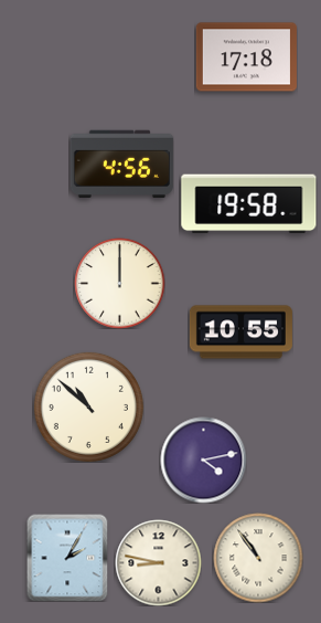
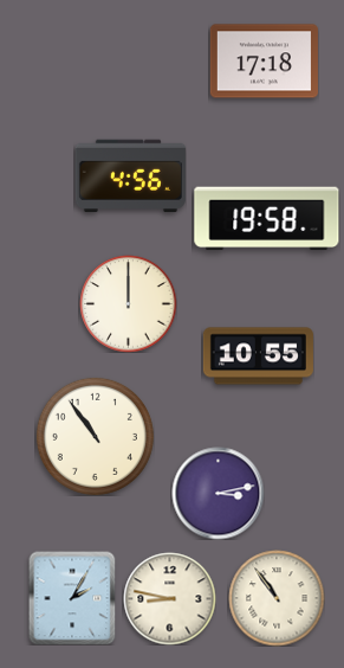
clock at (88, 406): 10:52 -> 10:54
clock at (203, 460): 4:13 -> 3:13
clock at (158, 562) position: (158, 562) -> (169, 598)
